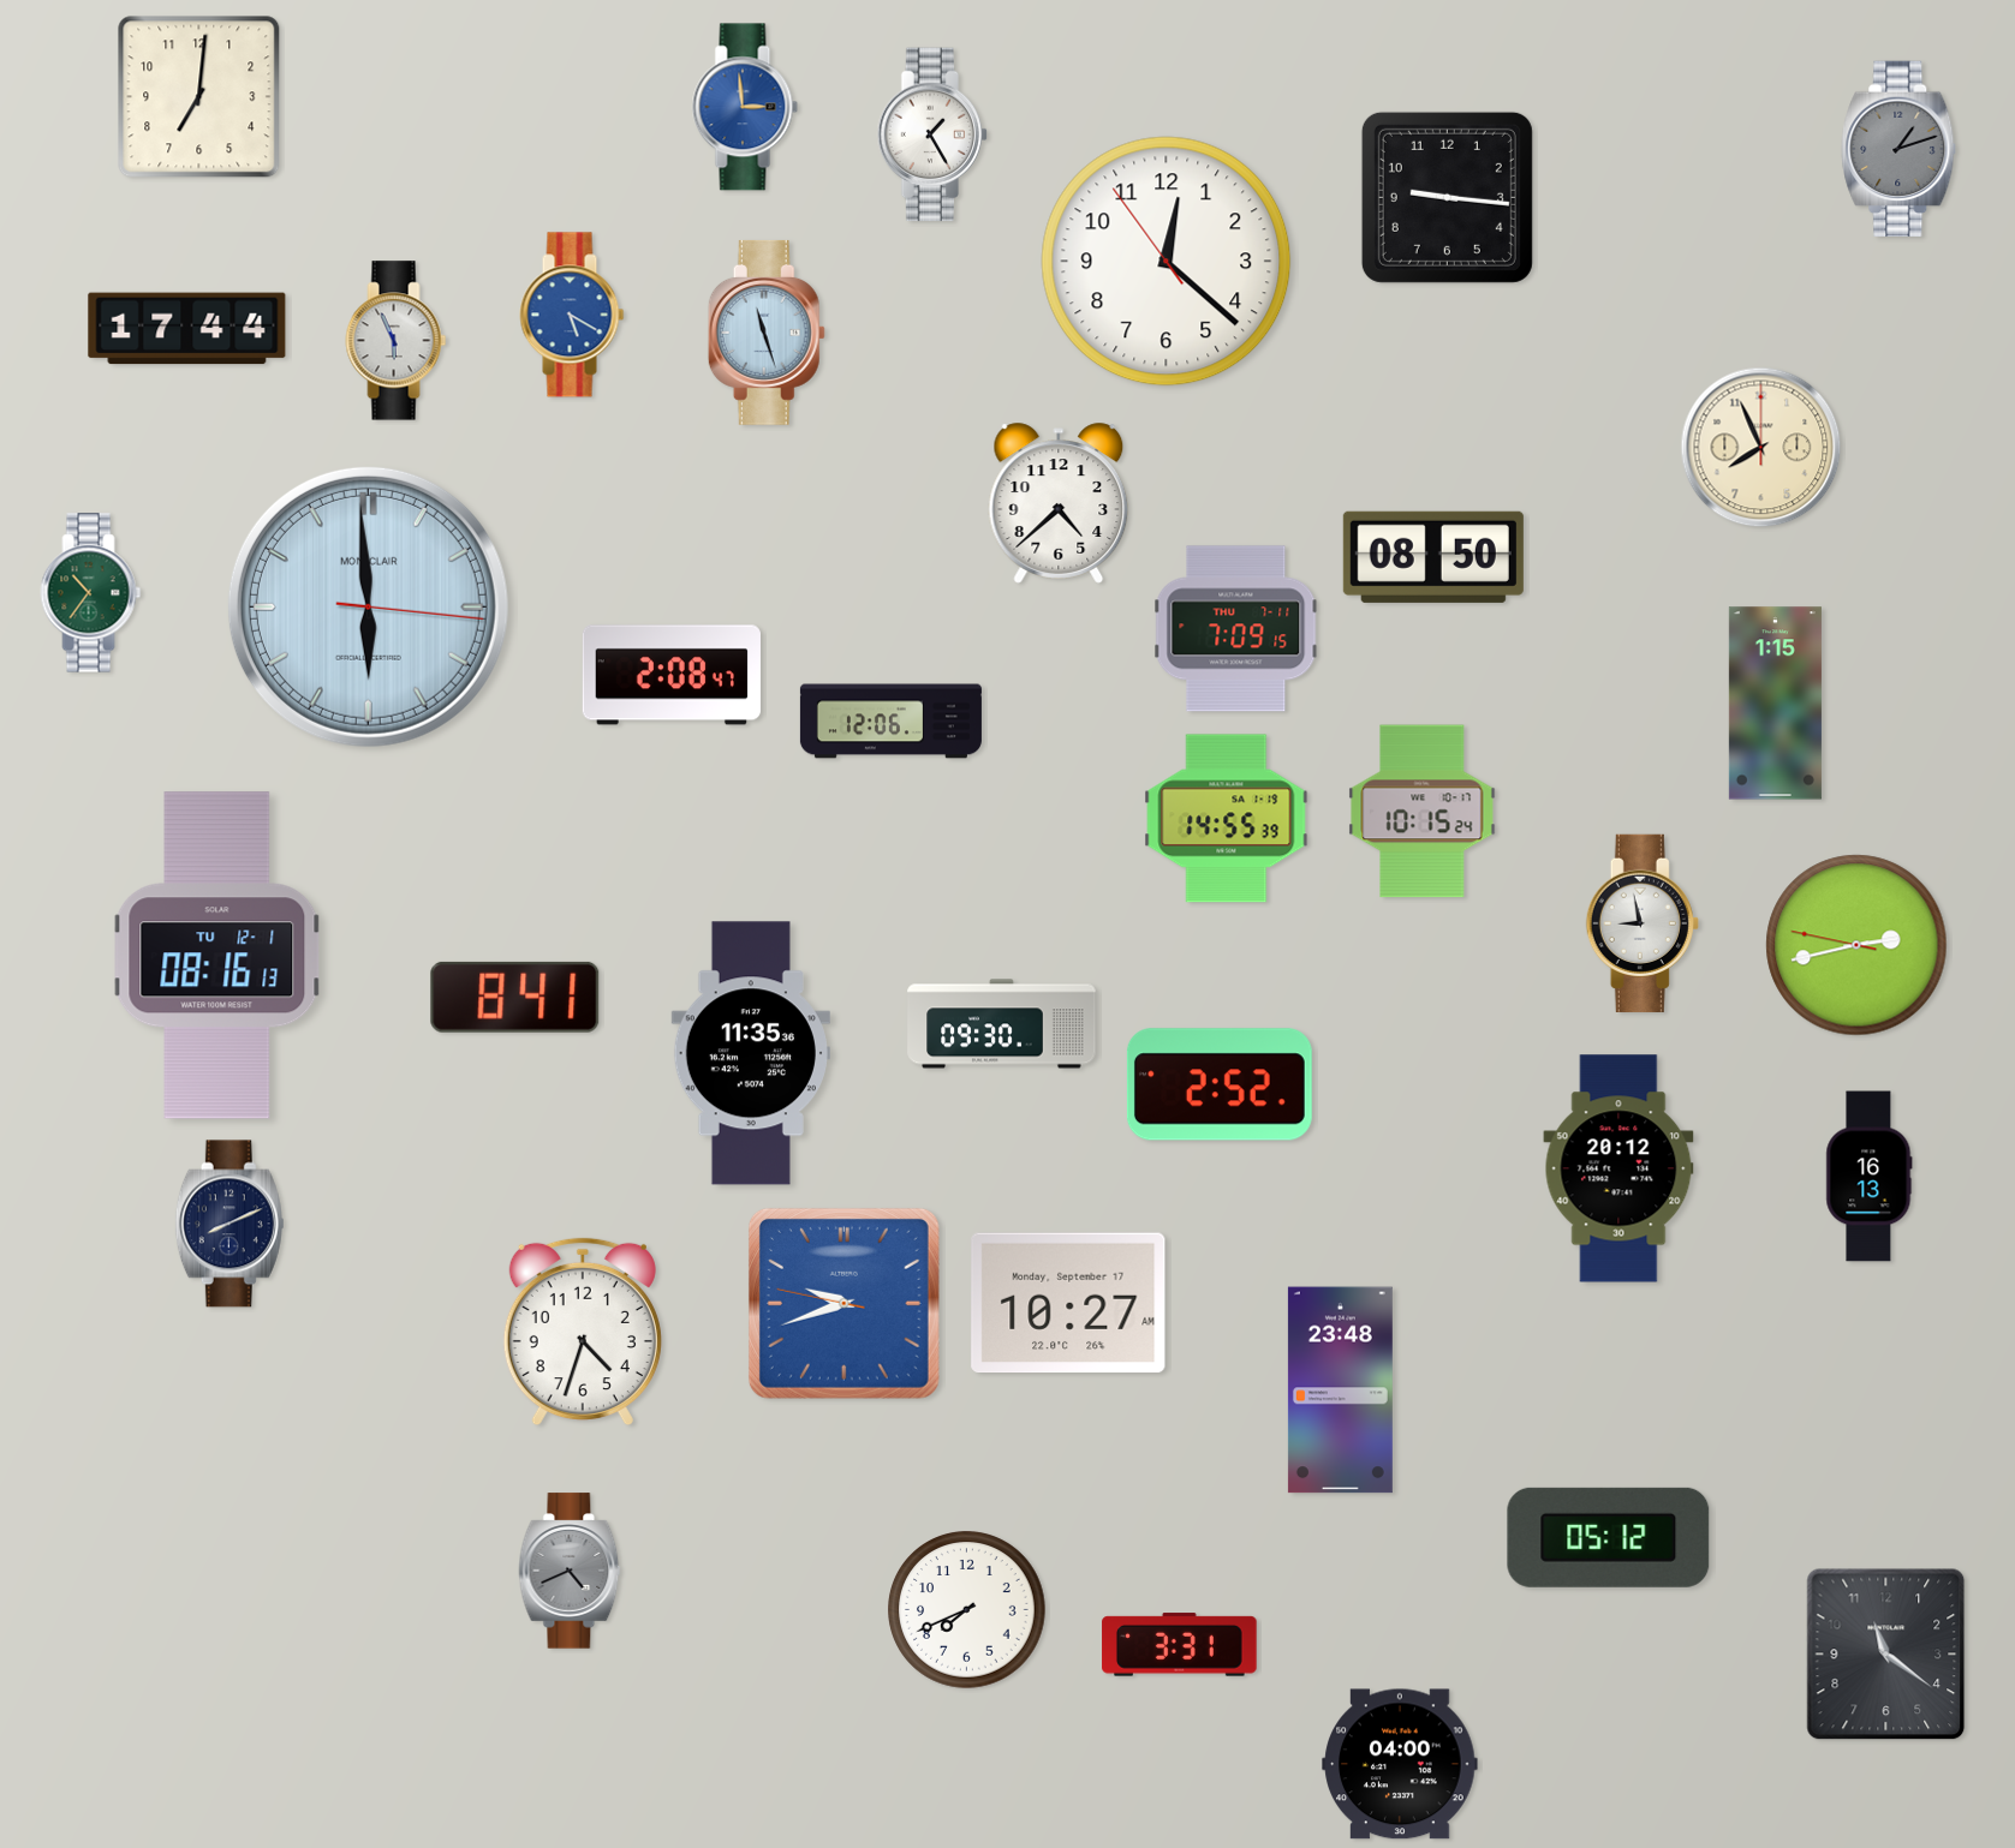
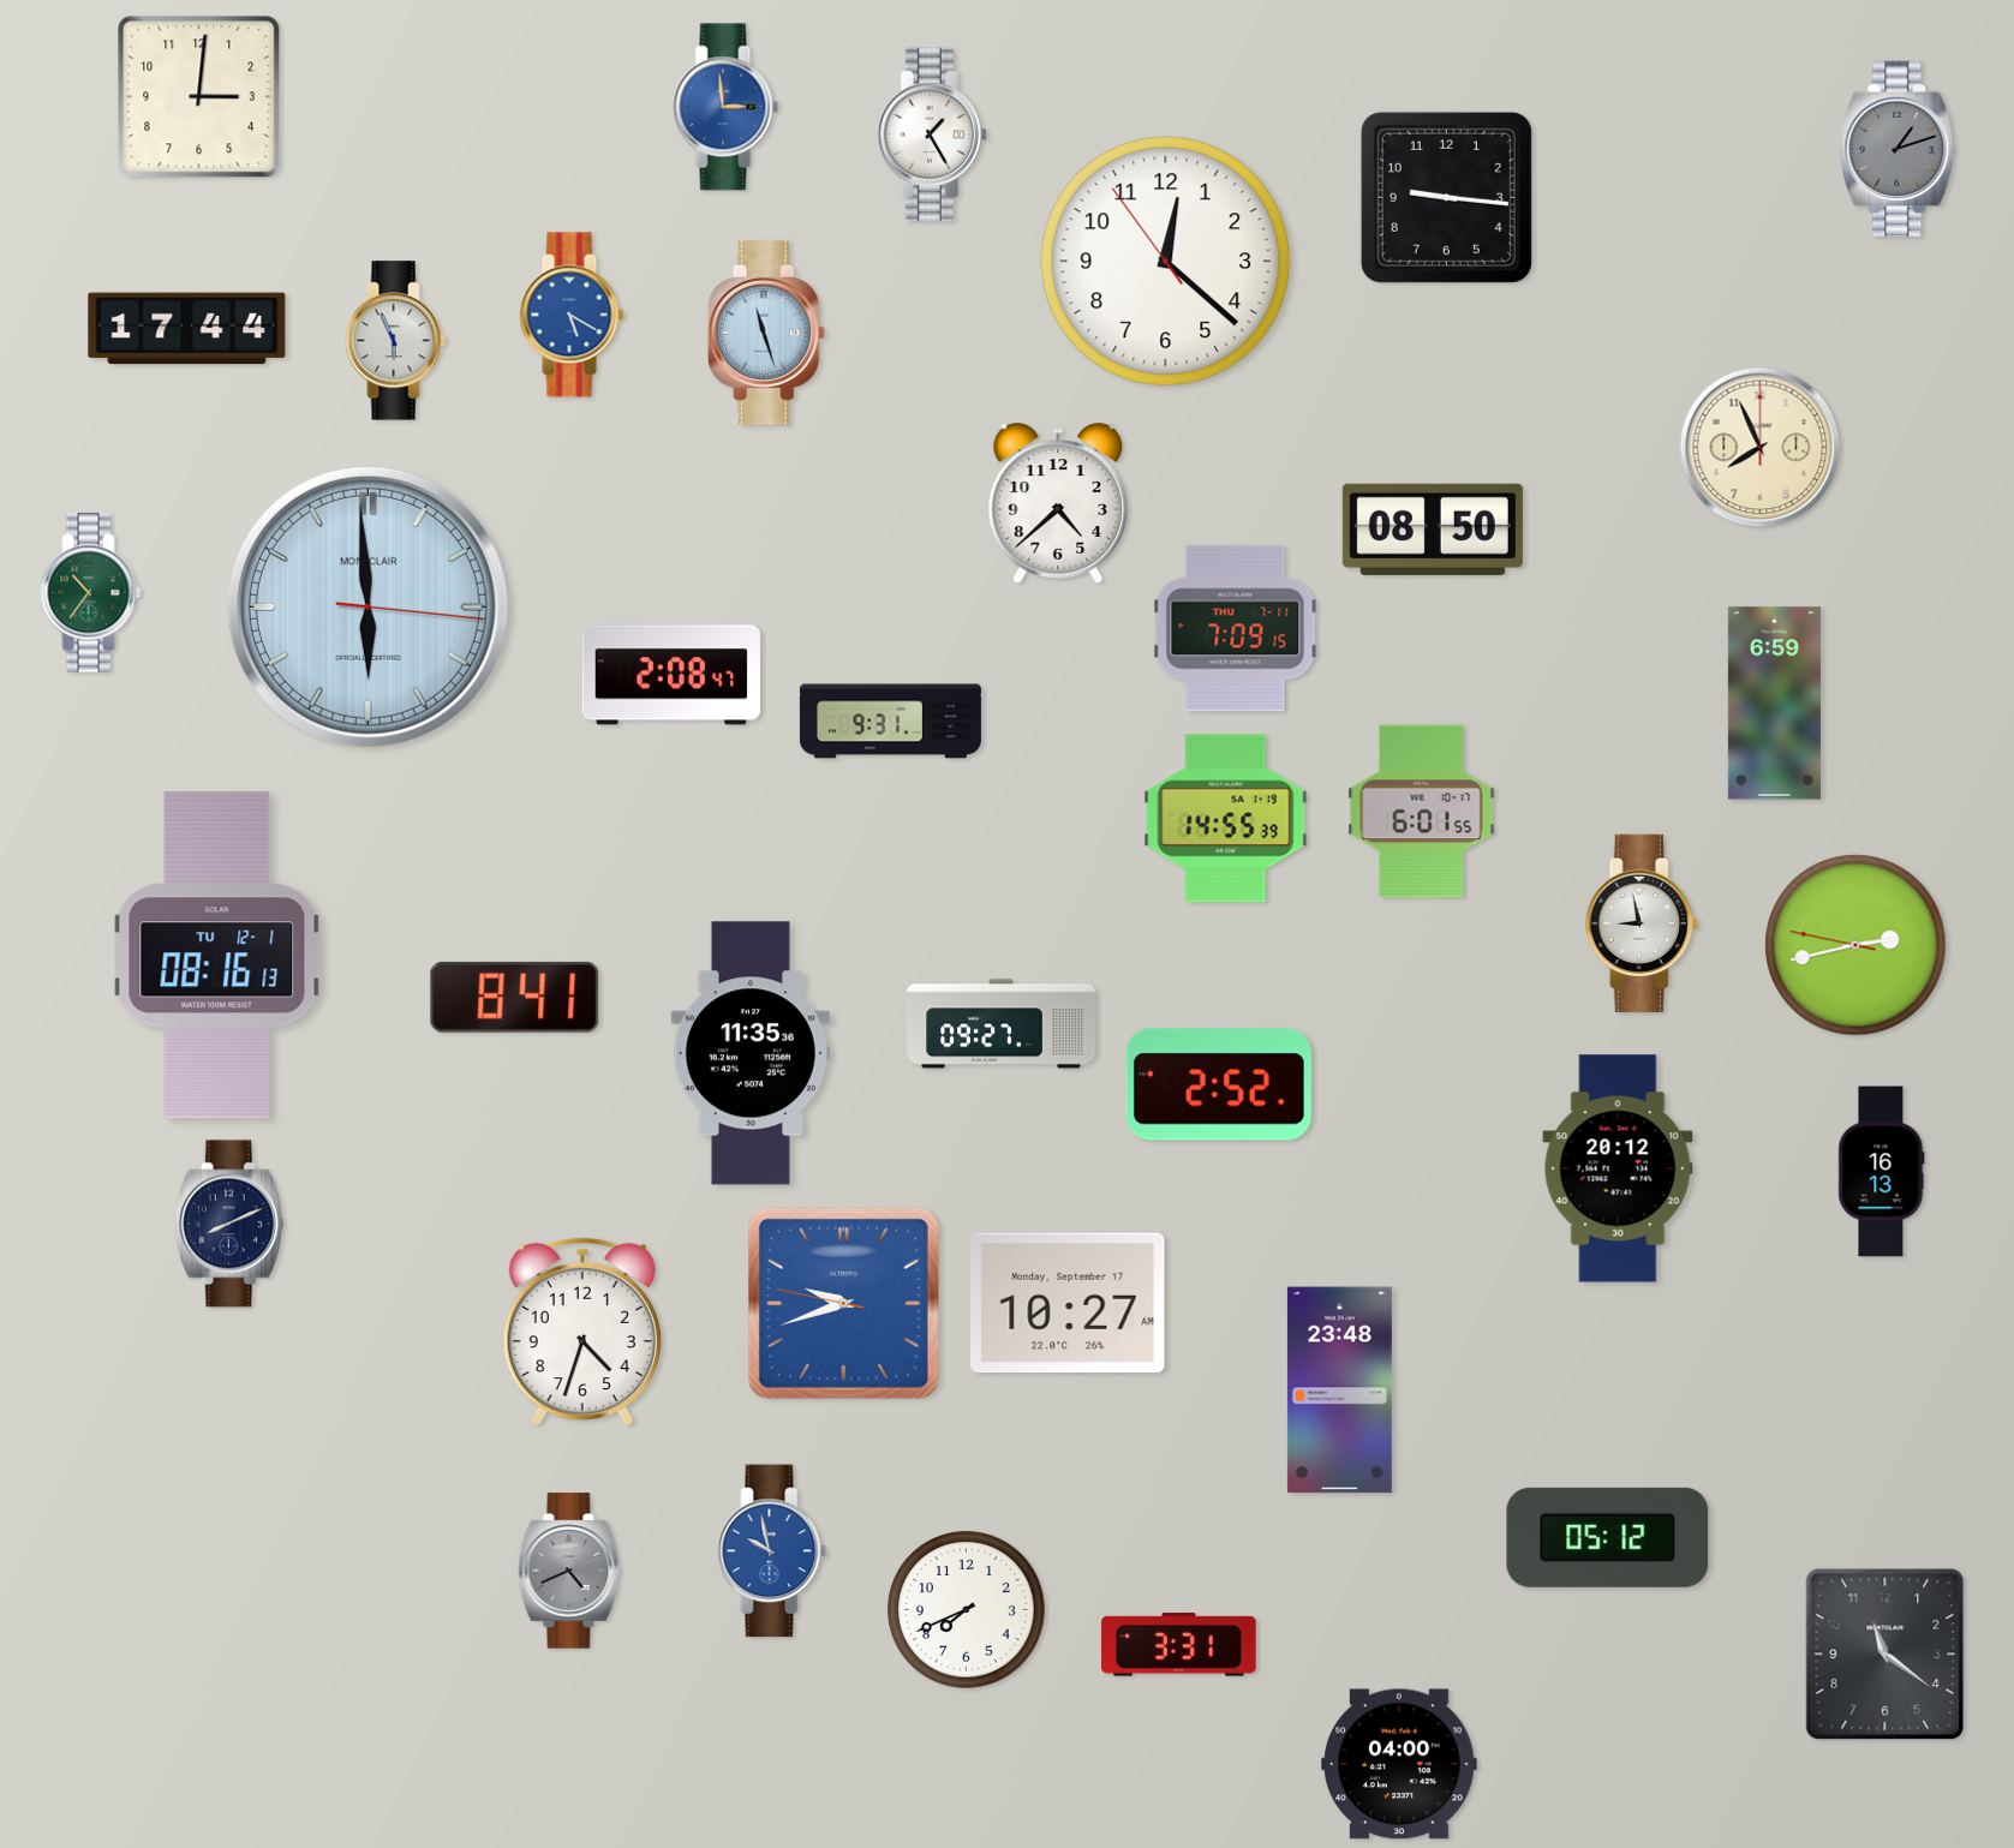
clock at (199, 97): 7:01 -> 3:01
clock at (745, 107) position: (745, 107) -> (725, 107)
clock at (1433, 557) position: (1433, 557) -> (1433, 530)
clock at (1775, 704): 1:15 -> 6:59
clock at (890, 722): 12:06 -> 9:31
clock at (1423, 812): 10:15 -> 6:01
clock at (1002, 1024): 09:30 -> 09:27
clock at (1870, 1177) position: (1870, 1177) -> (1882, 1172)
clock at (772, 1551): none -> 9:58
